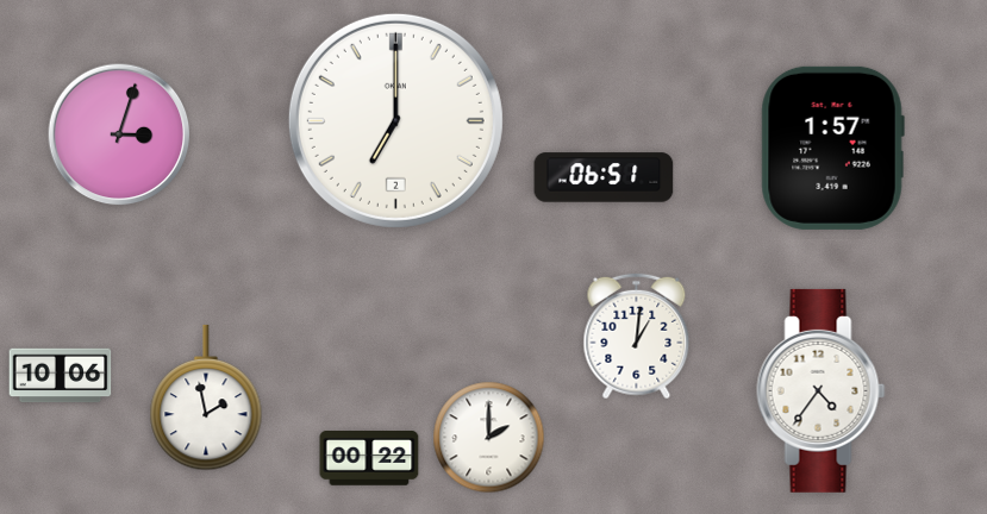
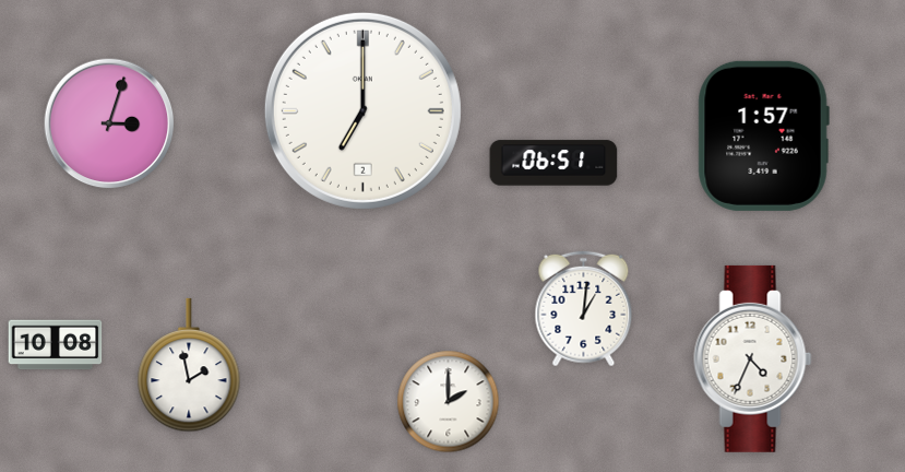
clock at (61, 376): 10:06 -> 10:08
clock at (822, 390): 4:36 -> 4:34
clock at (369, 459): 00:22 -> none
